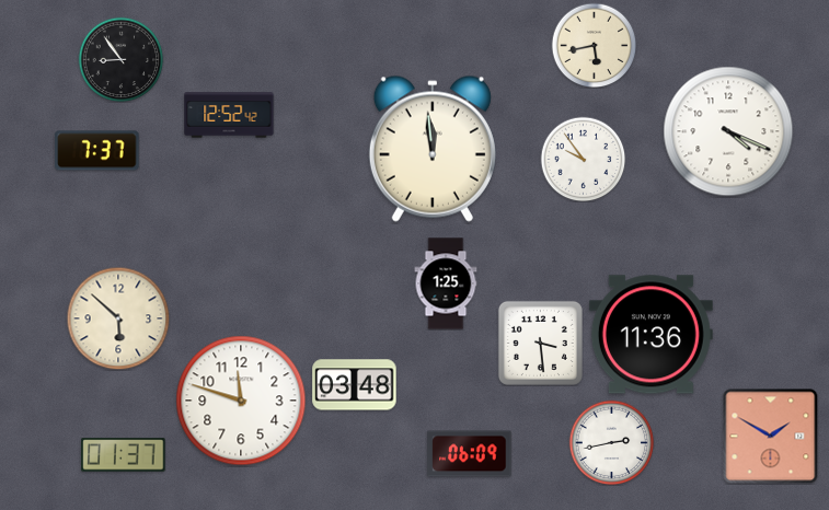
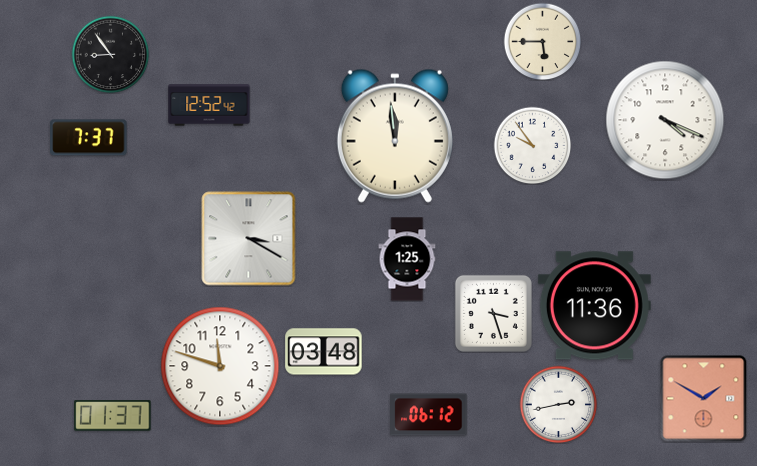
clock at (594, 45): 5:43 -> 5:45
clock at (249, 239): none -> 3:20
clock at (118, 318): 5:52 -> none
clock at (540, 343): 3:29 -> 3:27
clock at (470, 454): 06:09 -> 06:12
